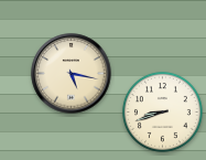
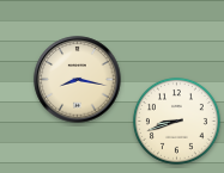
clock at (72, 74): 5:17 -> 8:17
